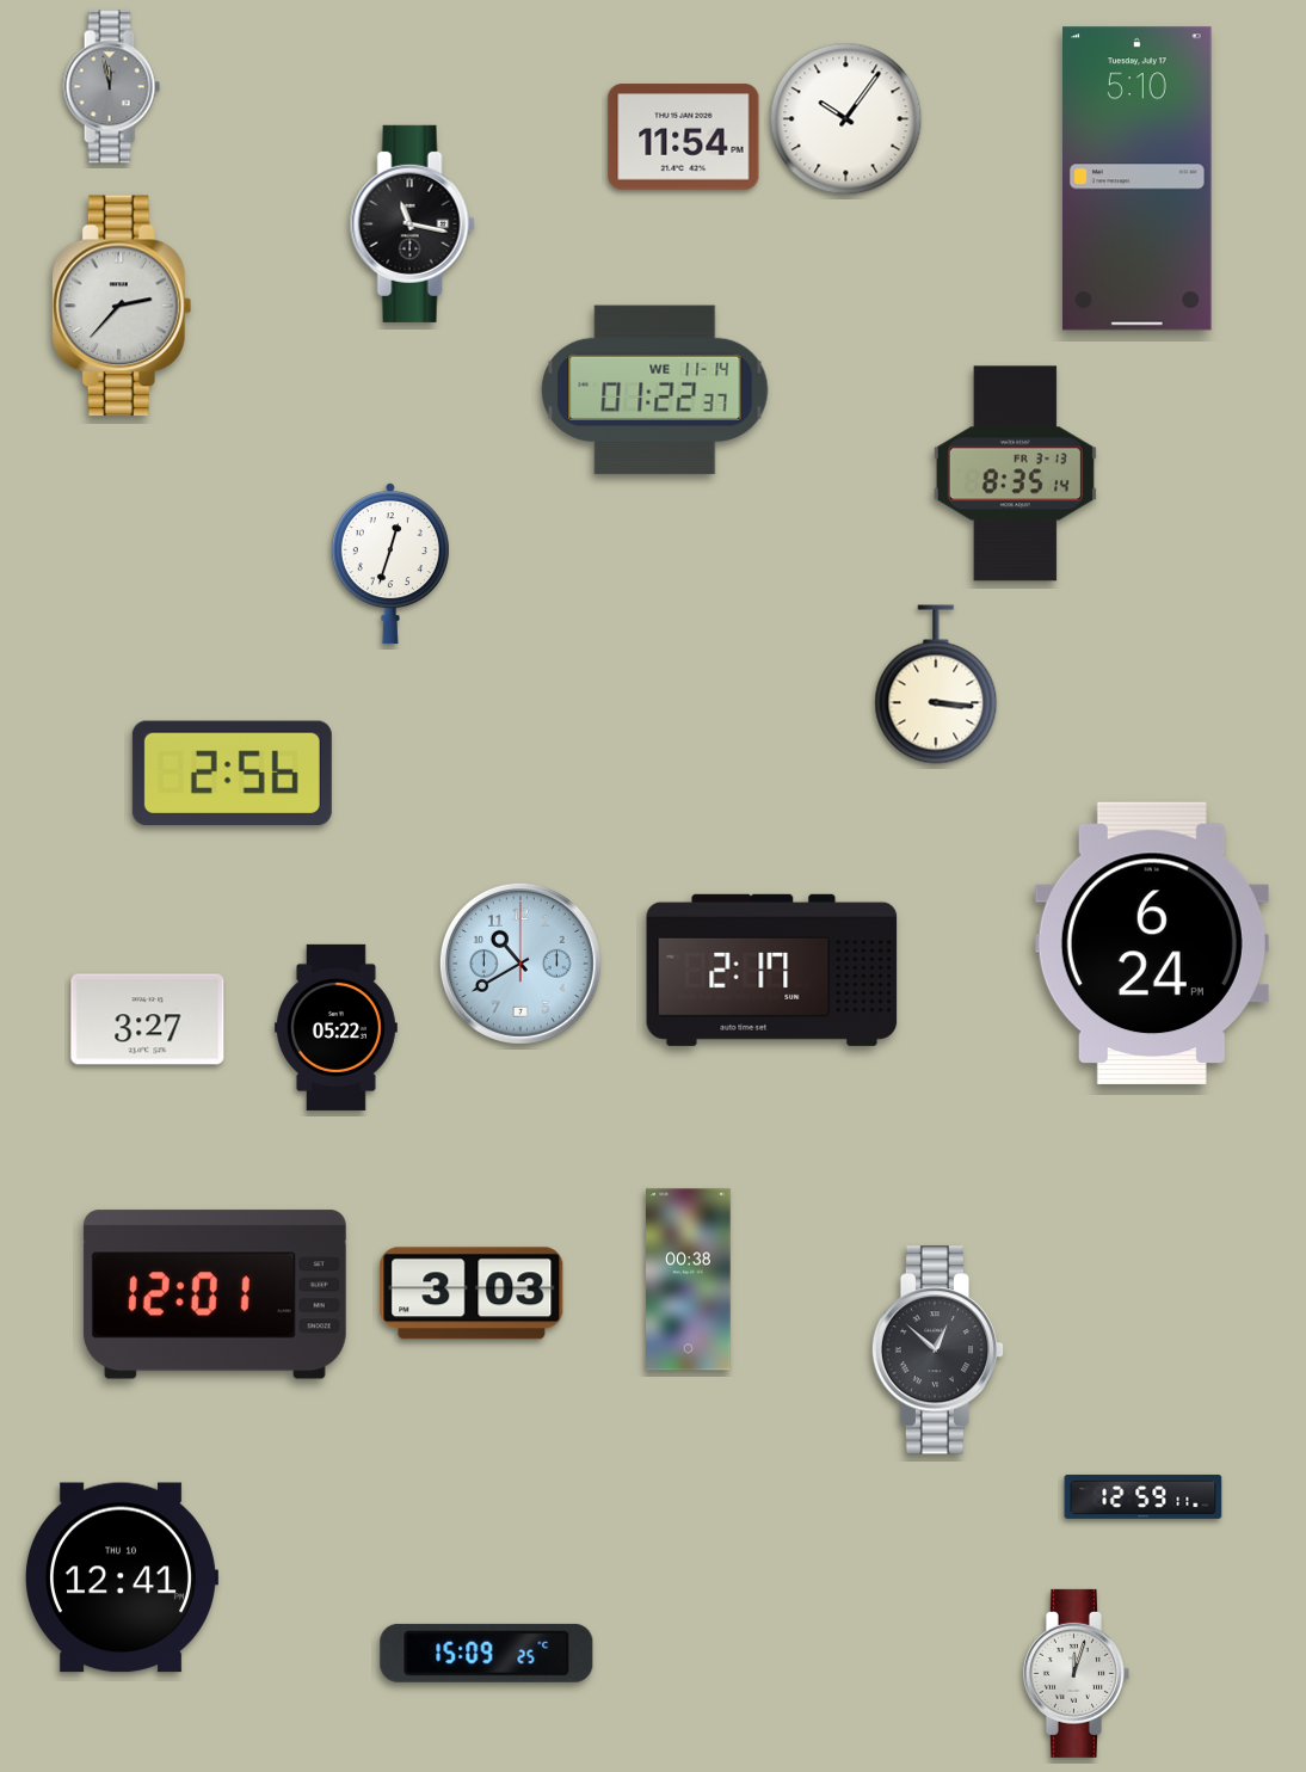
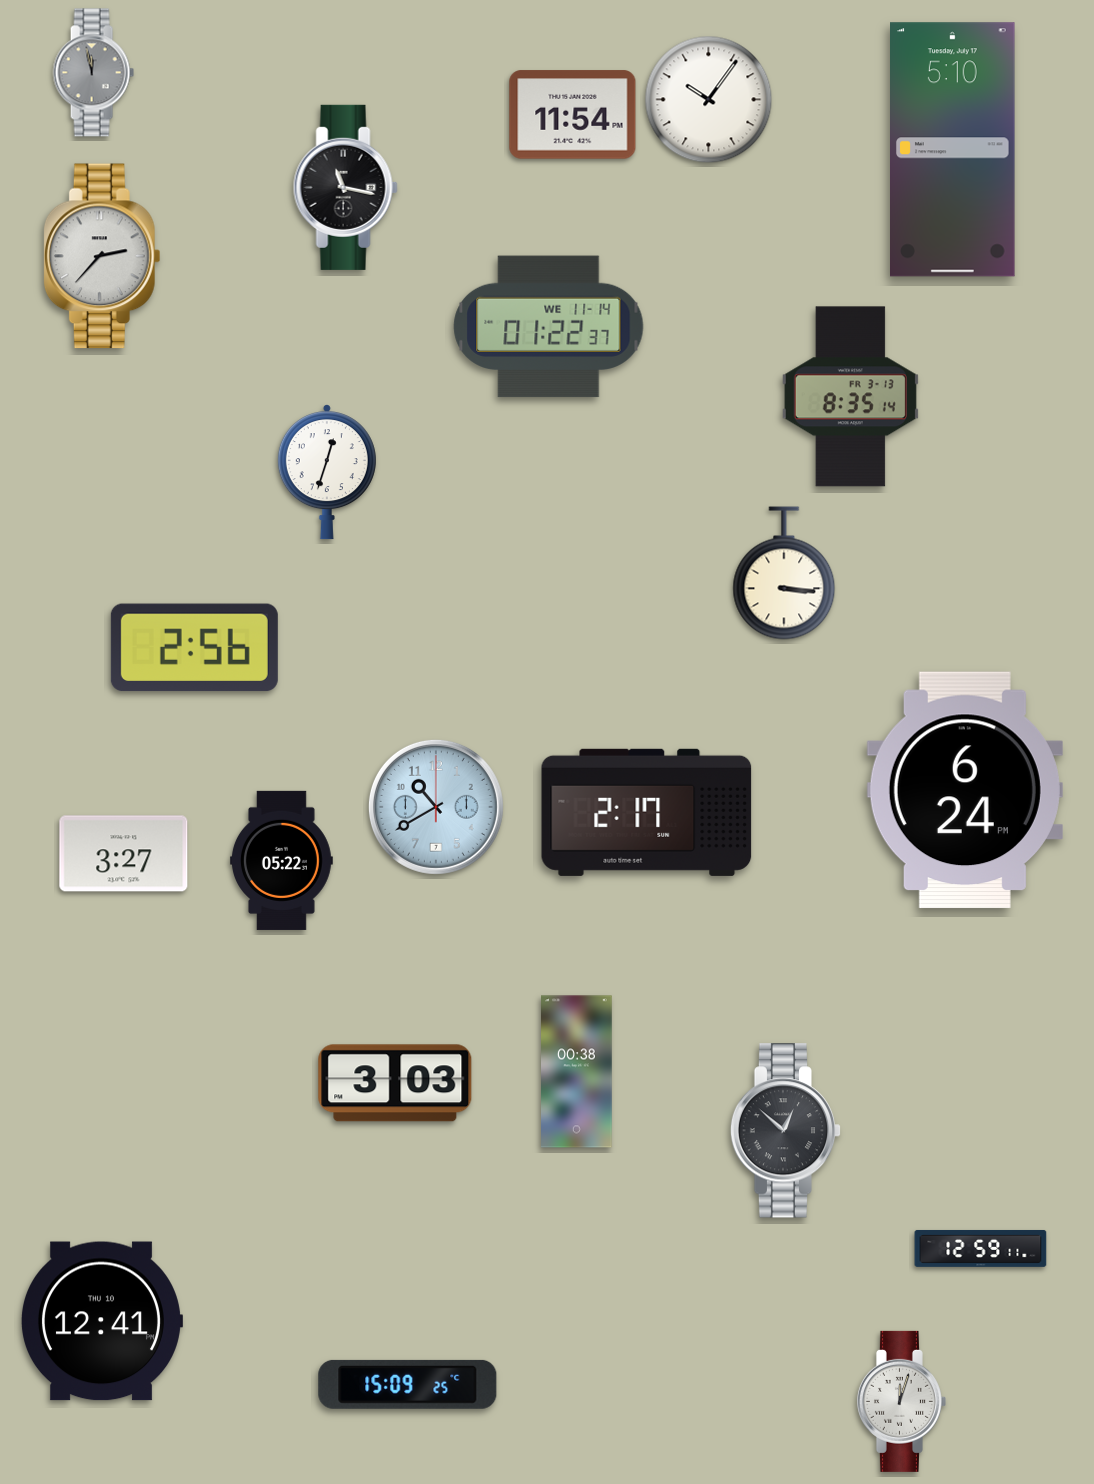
clock at (215, 1294): 12:01 -> none
clock at (1144, 1496) position: (1144, 1496) -> (981, 1248)
